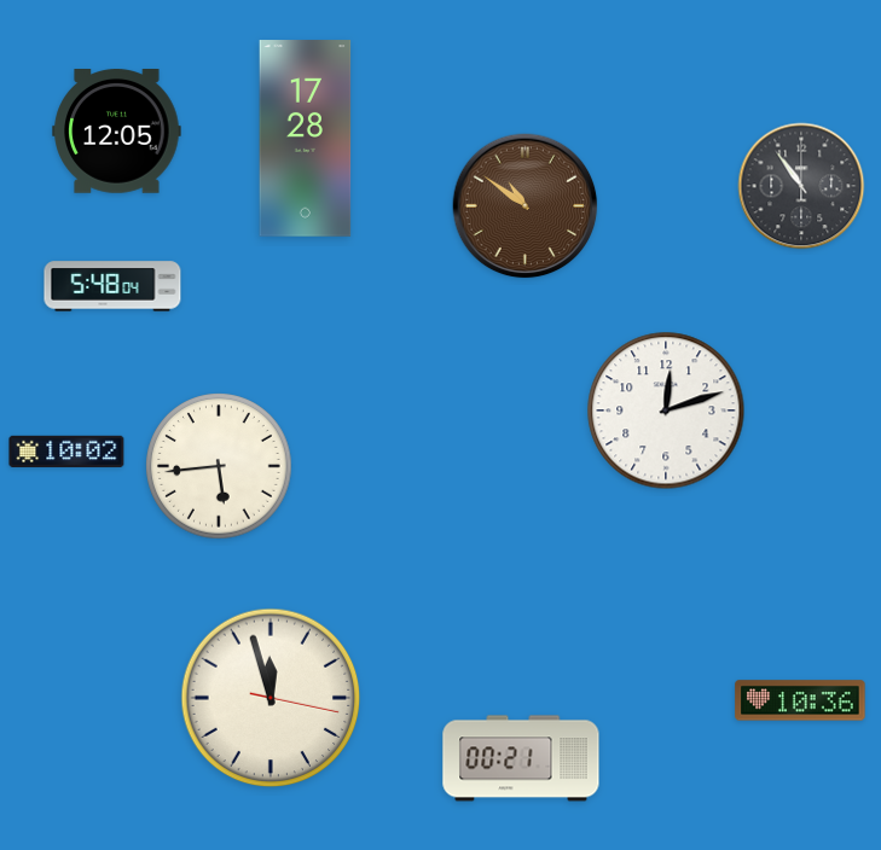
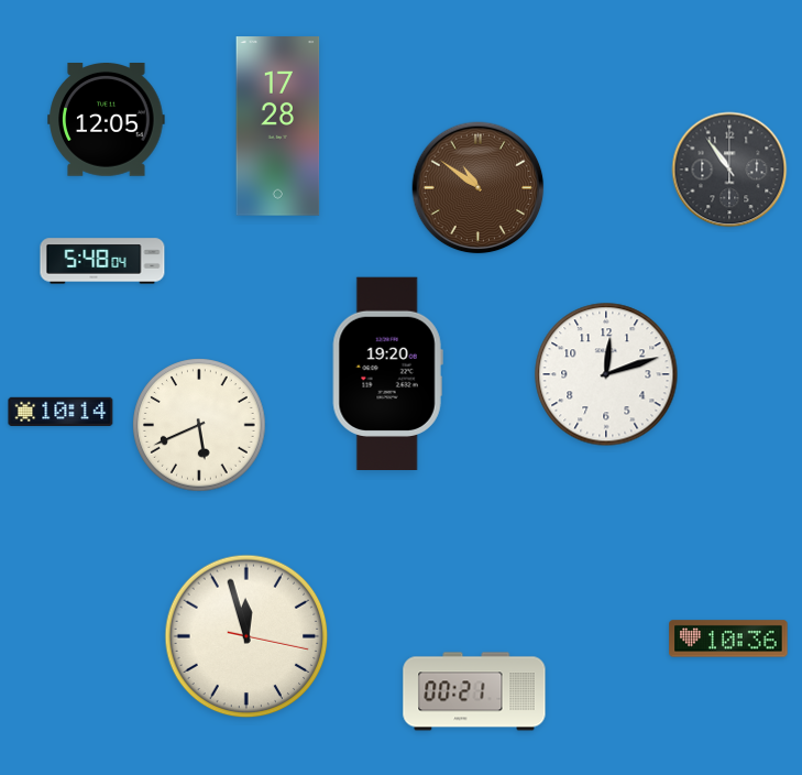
clock at (387, 373): none -> 19:20
clock at (66, 452): 10:02 -> 10:14
clock at (219, 466): 5:44 -> 5:41
